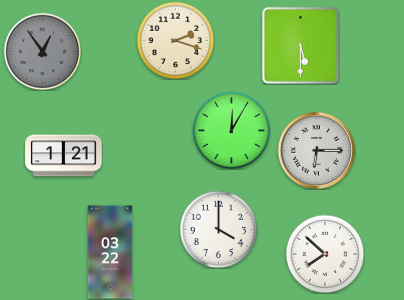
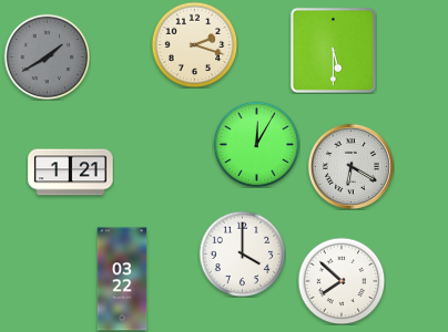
clock at (42, 51): 12:54 -> 1:40
clock at (316, 150): 6:15 -> 6:20
clock at (325, 254) position: (325, 254) -> (342, 281)
